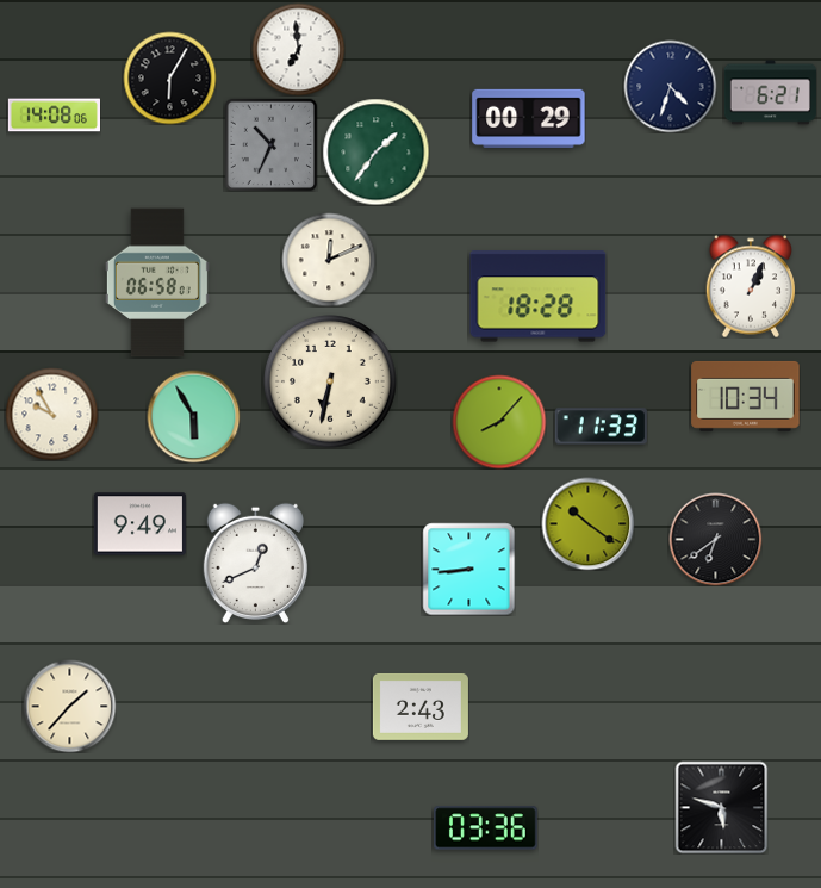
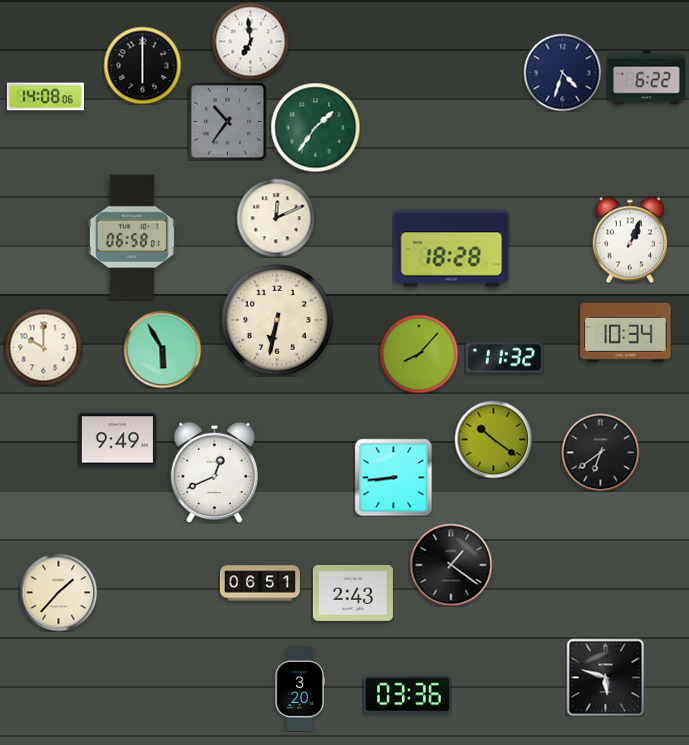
clock at (169, 77): 6:05 -> 6:00
clock at (770, 93): 6:21 -> 6:22
clock at (529, 118): 00:29 -> none
clock at (270, 144): 10:34 -> 10:36
clock at (51, 414): 9:55 -> 10:00
clock at (601, 427): 11:33 -> 11:32
clock at (451, 565): none -> 1:21
clock at (260, 583): none -> 06:51
clock at (300, 690): none -> 3:20
